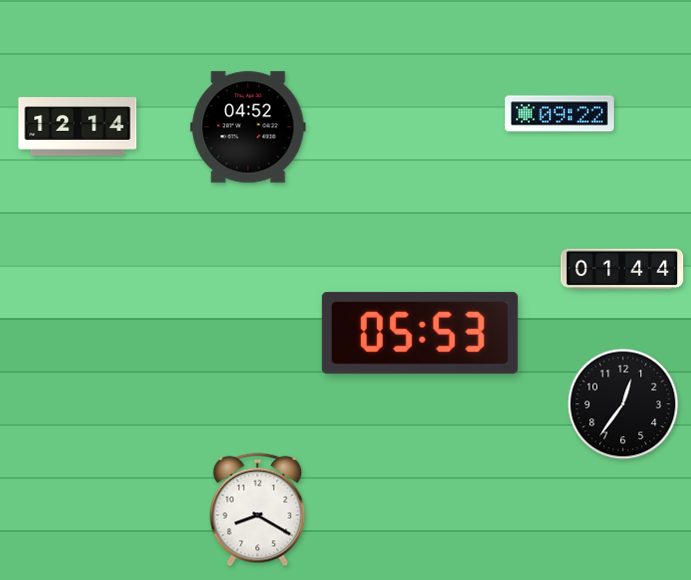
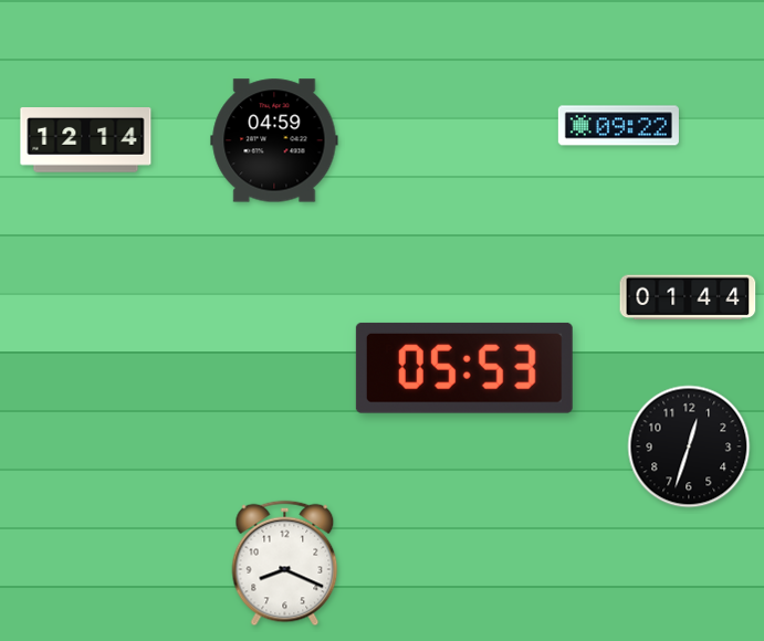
clock at (248, 127): 04:52 -> 04:59
clock at (623, 404): 12:36 -> 12:33
clock at (258, 510): 8:20 -> 8:19
